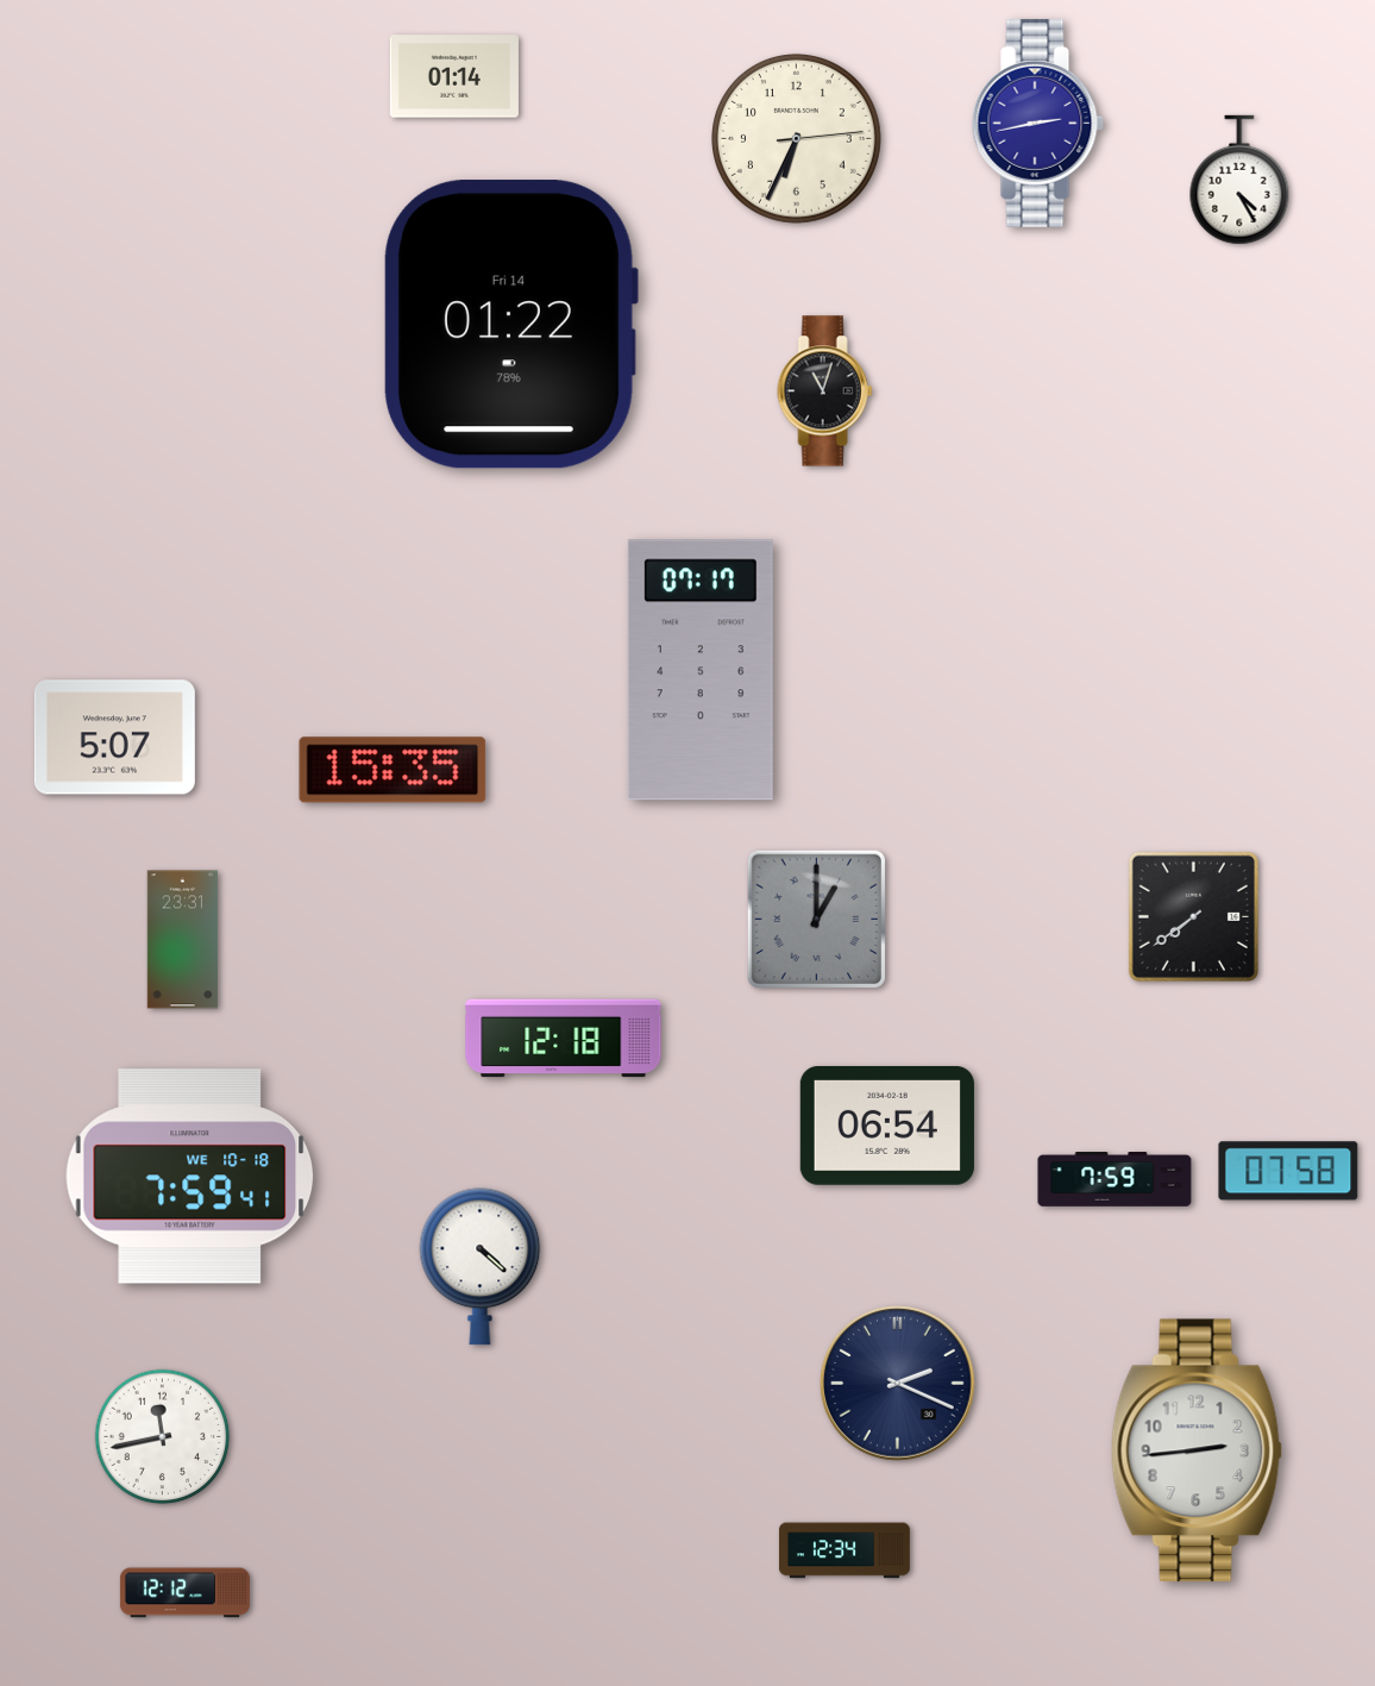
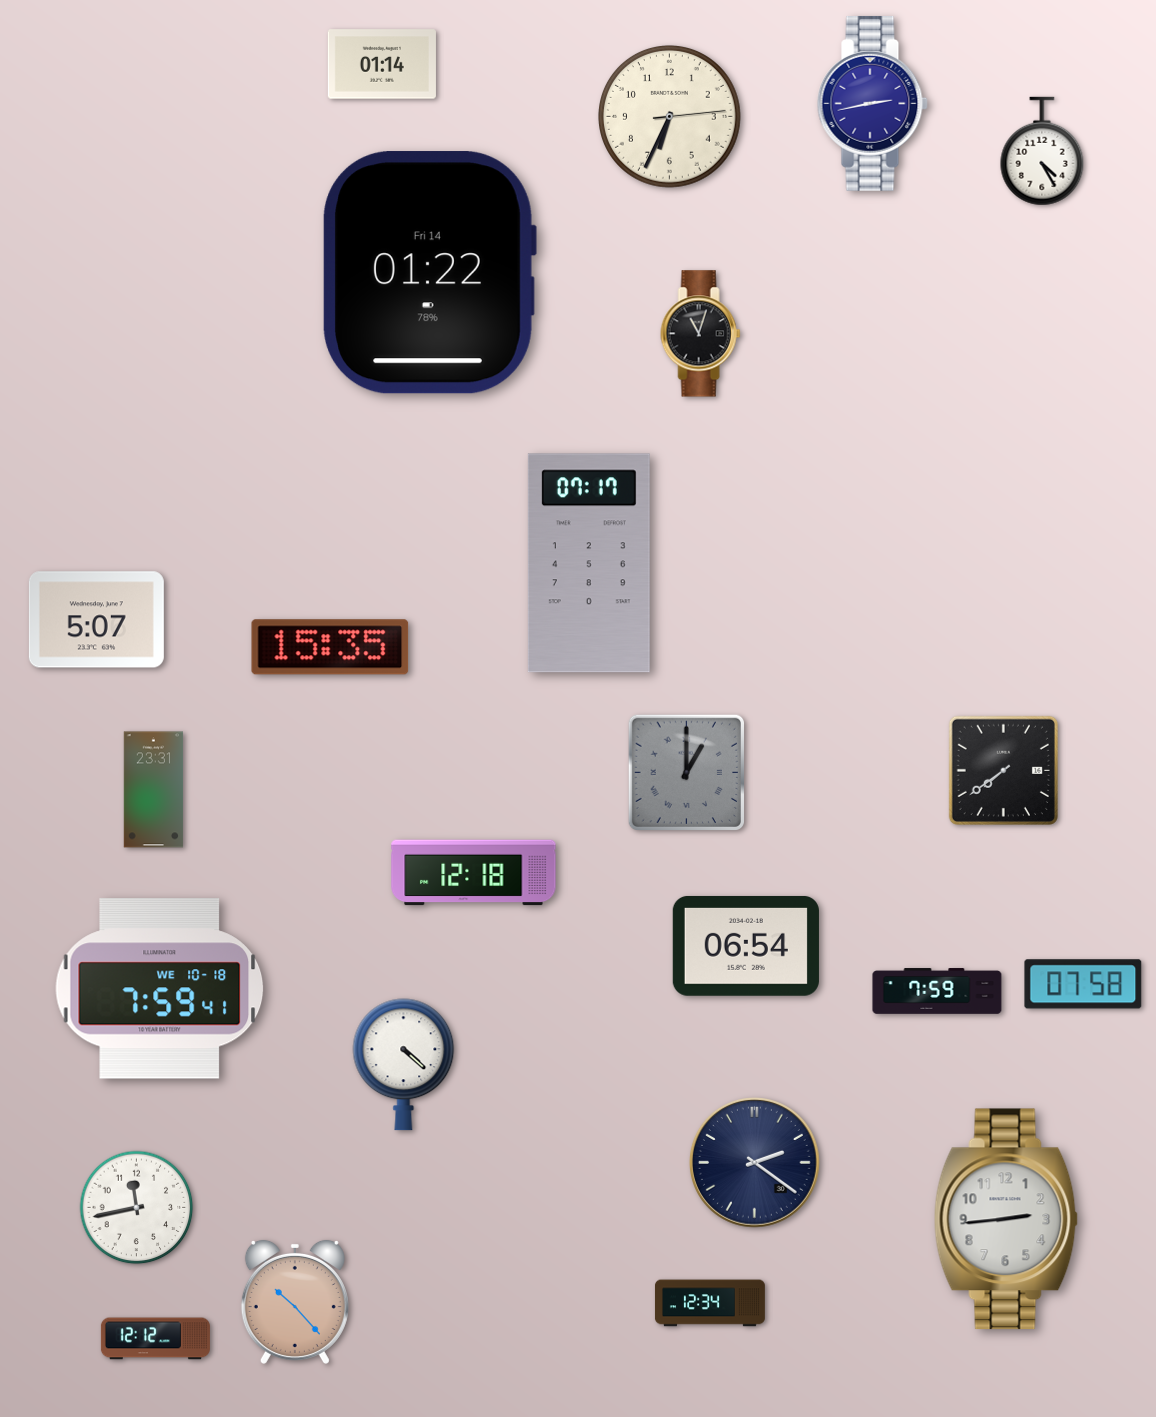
clock at (825, 391) position: (825, 391) -> (701, 334)
clock at (897, 1383): 2:19 -> 2:21
clock at (295, 1302): none -> 10:23
